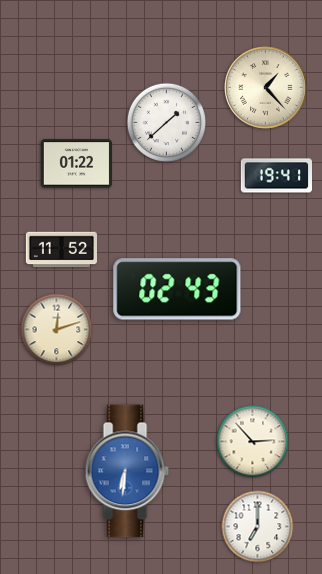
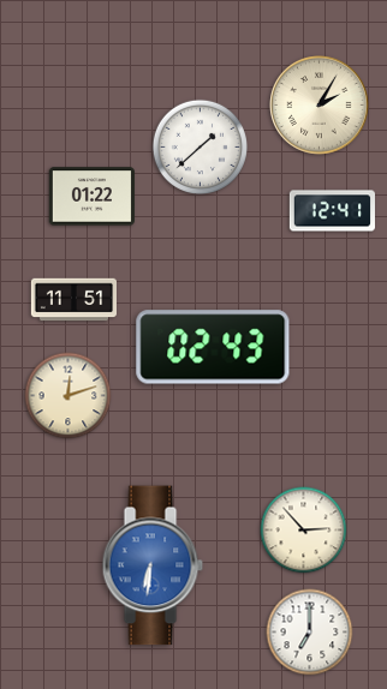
clock at (266, 88): 1:23 -> 2:05
clock at (276, 176): 19:41 -> 12:41
clock at (62, 250): 11:52 -> 11:51
